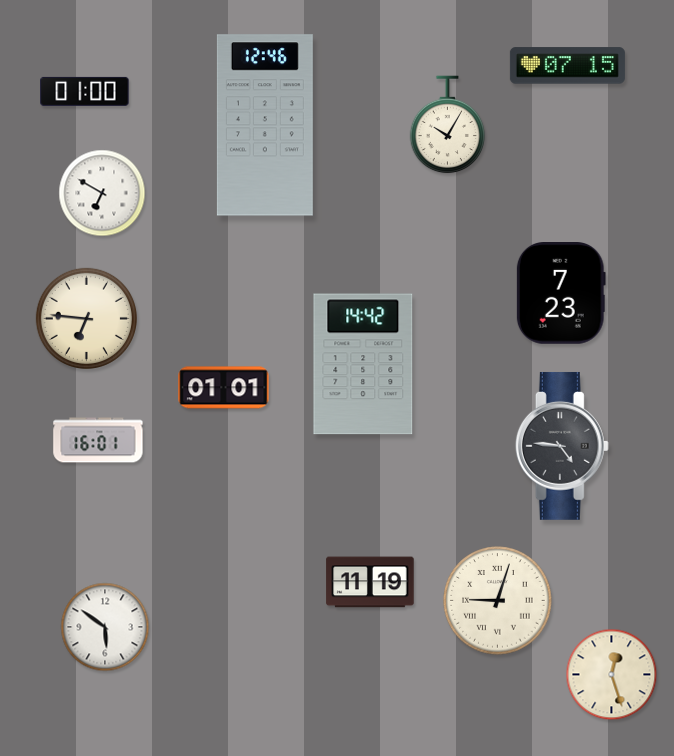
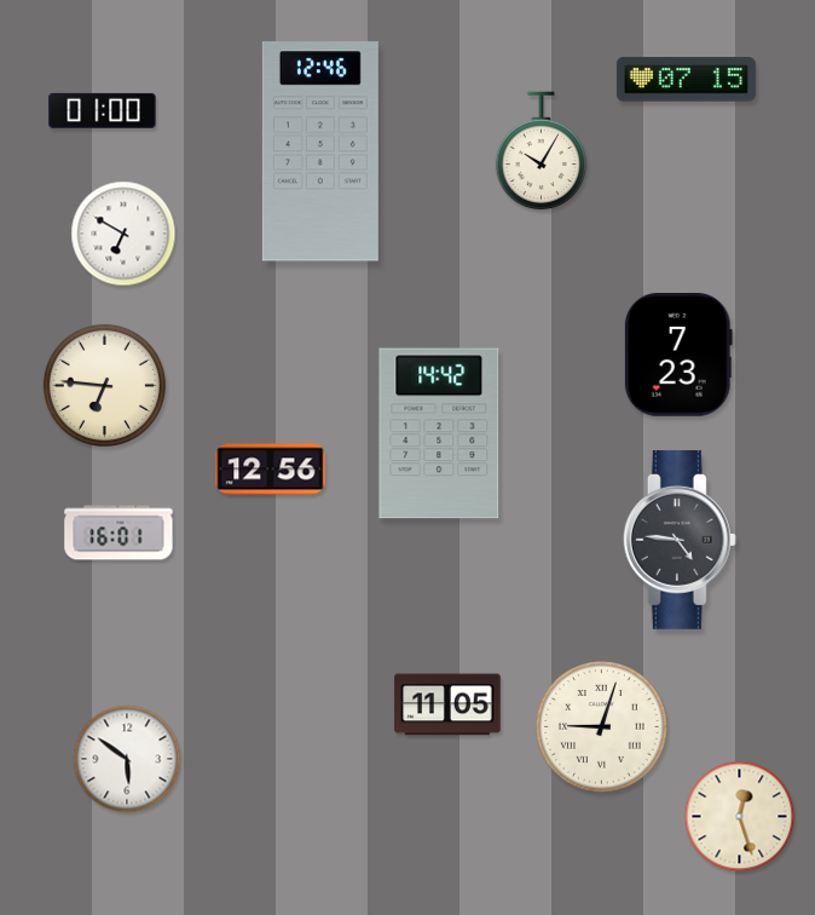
clock at (363, 364) position: (363, 364) -> (439, 433)
clock at (224, 388): 01:01 -> 12:56
clock at (370, 582): 11:19 -> 11:05
